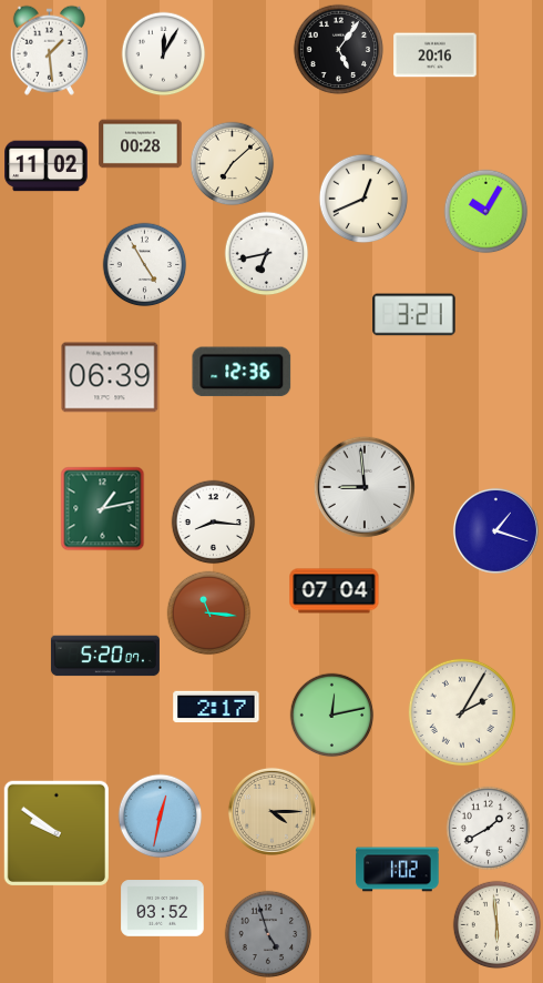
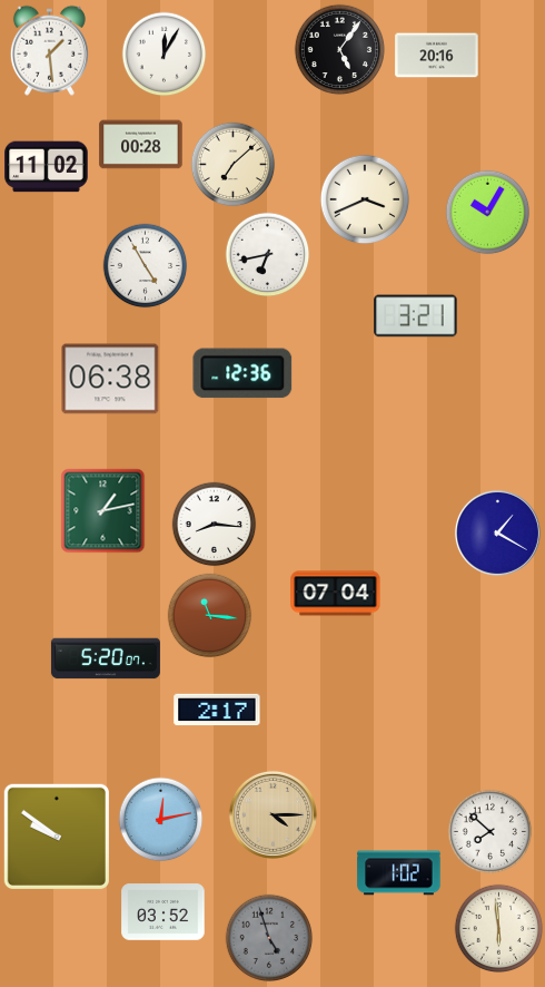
clock at (363, 199): 12:41 -> 3:41
clock at (110, 377): 06:39 -> 06:38
clock at (363, 486): 8:59 -> none
clock at (495, 530): 1:18 -> 1:20
clock at (462, 712): 2:05 -> none
clock at (332, 716): 12:13 -> none
clock at (161, 817): 12:32 -> 12:13
clock at (489, 829): 1:40 -> 7:52
